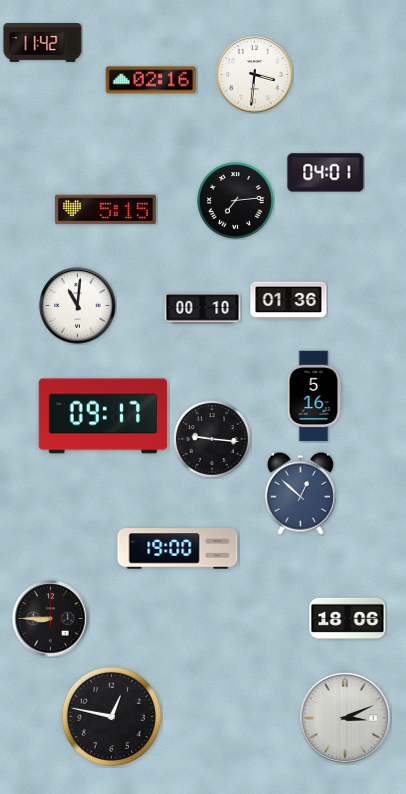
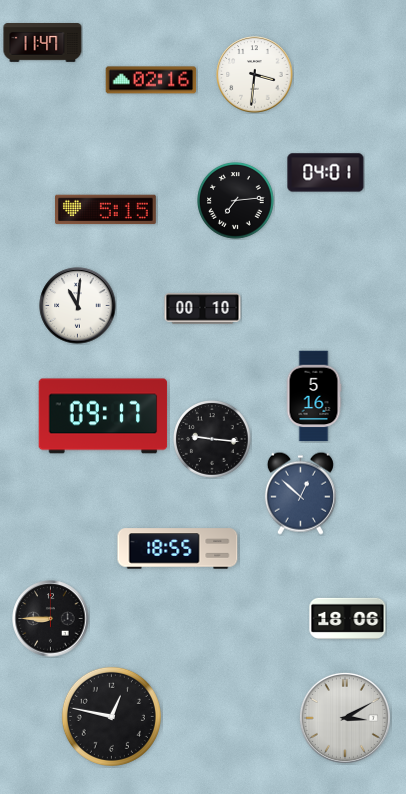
clock at (43, 43): 11:42 -> 11:47
clock at (289, 301): 01:36 -> none
clock at (178, 549): 19:00 -> 18:55
clock at (345, 718): 3:11 -> 3:10
